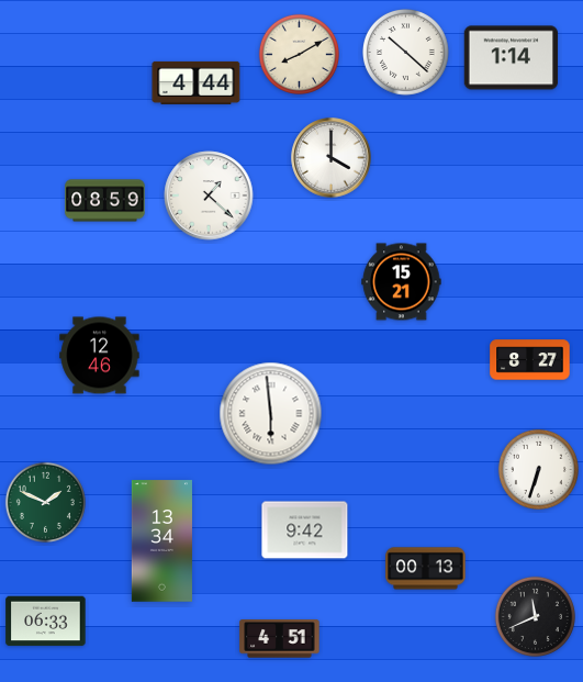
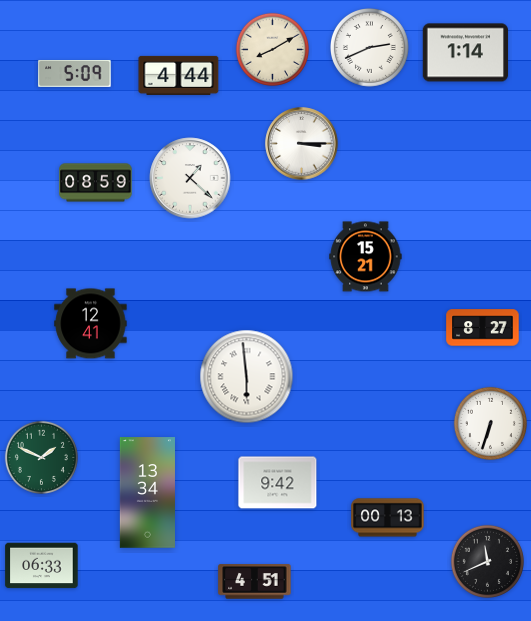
clock at (406, 53): 10:22 -> 2:41
clock at (75, 74): none -> 5:09
clock at (332, 158): 4:00 -> 3:15
clock at (100, 356): 12:46 -> 12:41
clock at (538, 469) position: (538, 469) -> (490, 423)
